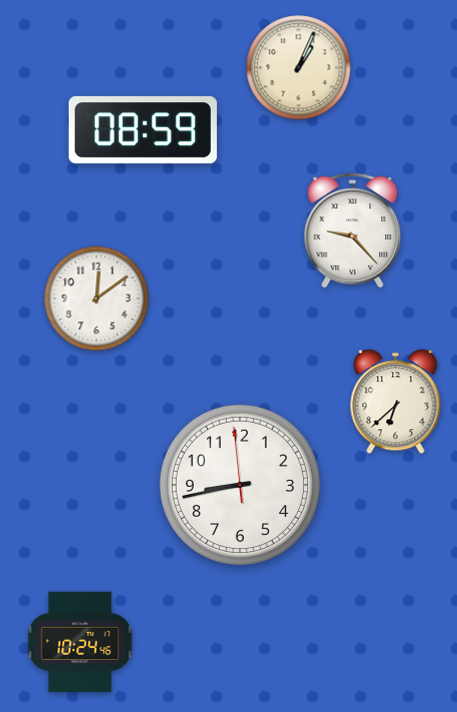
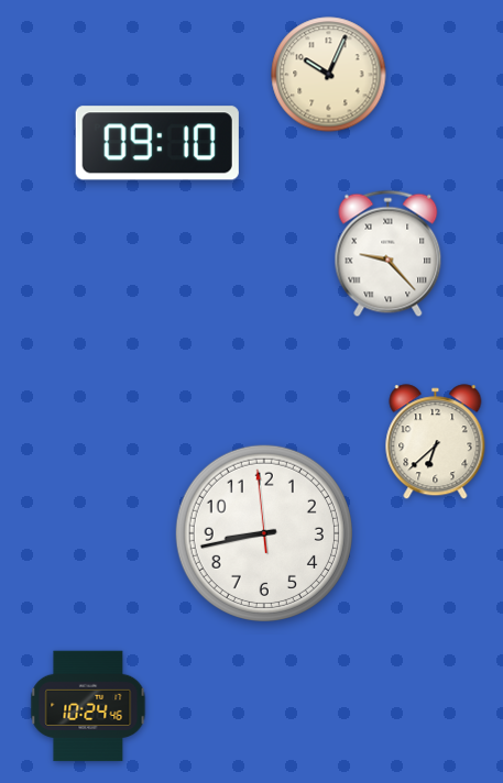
clock at (299, 68): 1:04 -> 10:04
clock at (143, 130): 08:59 -> 09:10
clock at (97, 299): 12:09 -> none
